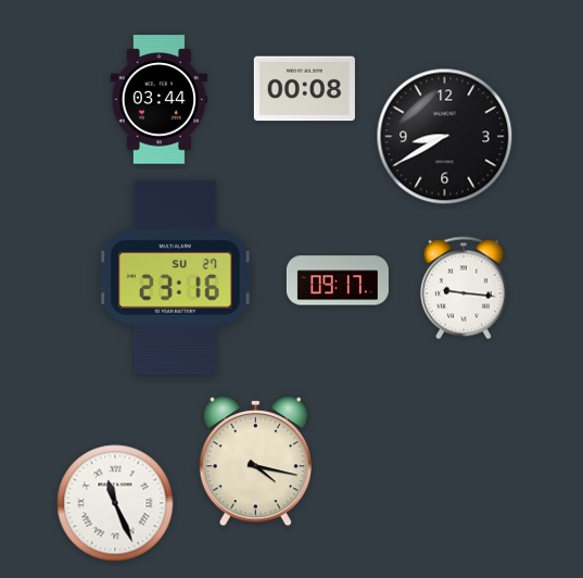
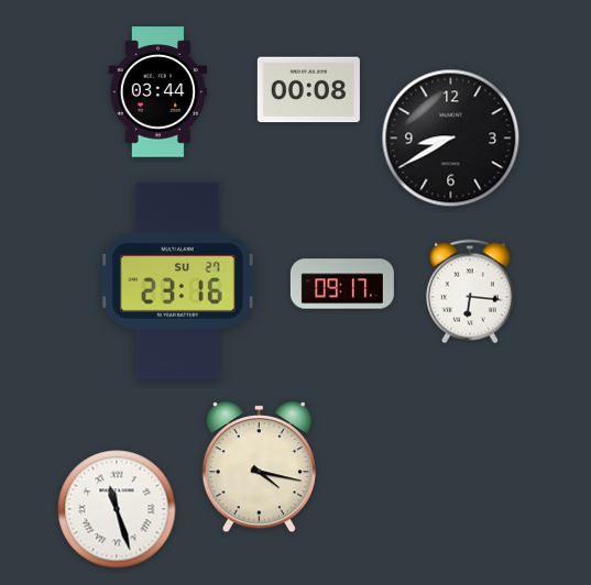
clock at (159, 100) position: (159, 100) -> (157, 92)
clock at (464, 288): 9:16 -> 6:16
clock at (115, 503): 11:26 -> 11:27
